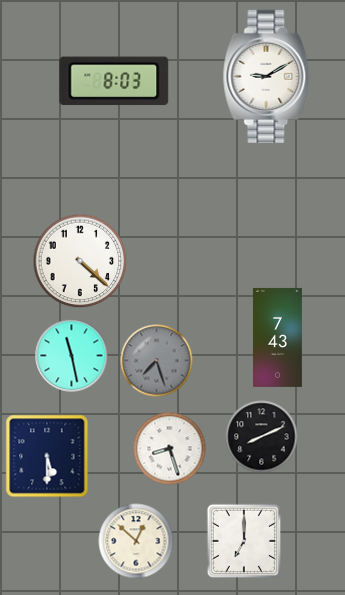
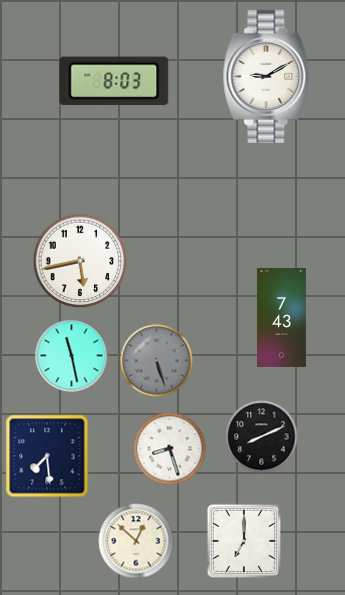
clock at (80, 261): 4:22 -> 5:43
clock at (277, 337) position: (277, 337) -> (281, 317)
clock at (157, 361): 7:27 -> 5:27
clock at (47, 456): 5:30 -> 7:29
